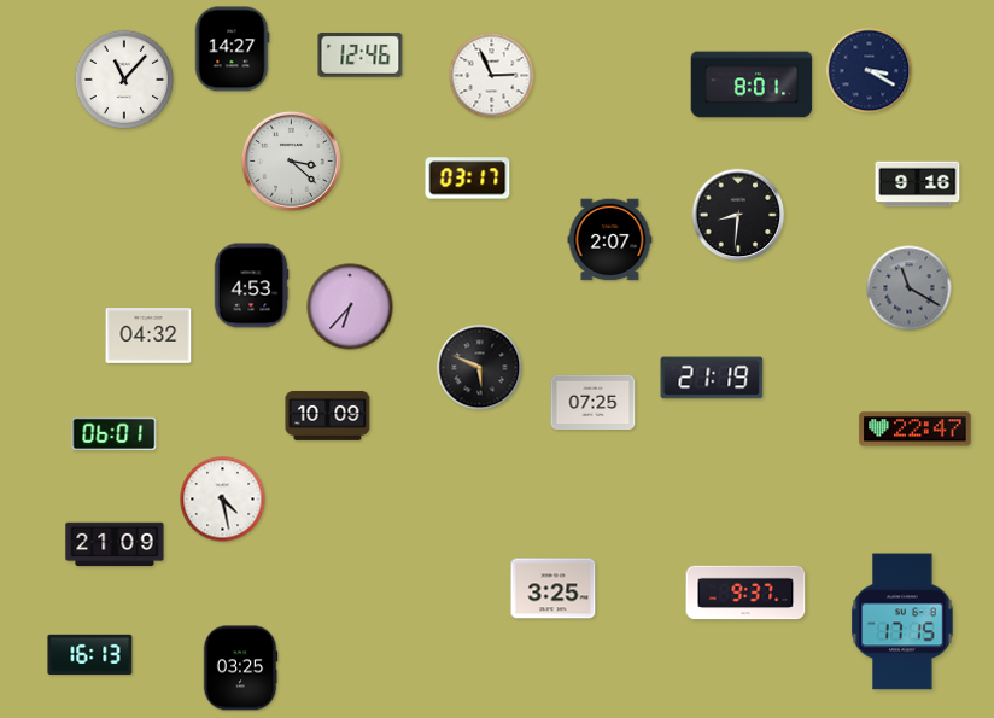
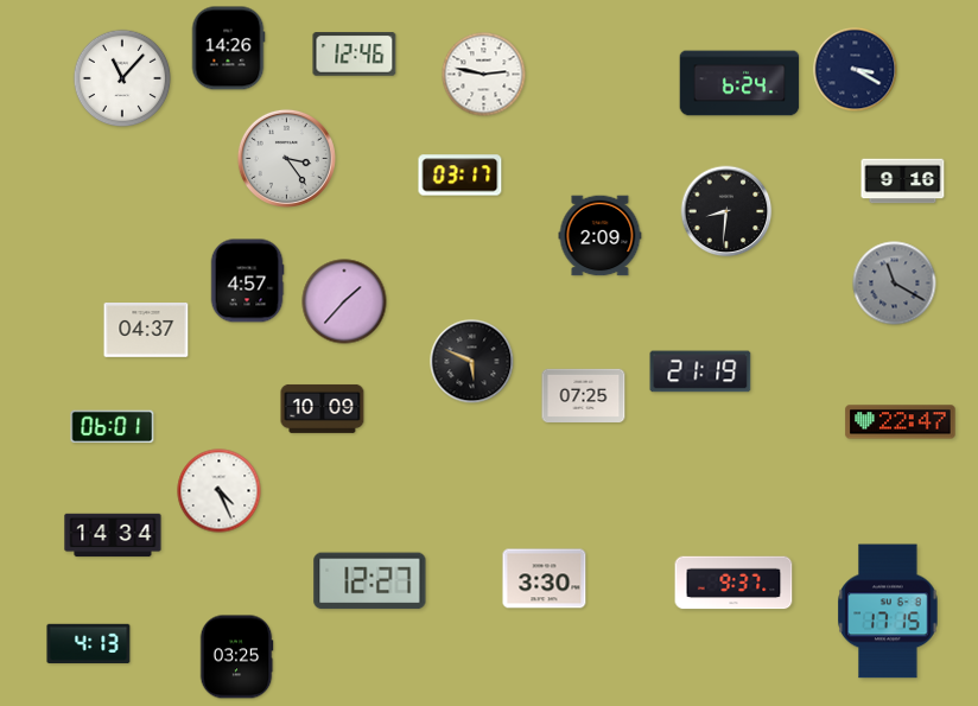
clock at (232, 49): 14:27 -> 14:26
clock at (492, 76): 2:56 -> 2:47
clock at (752, 84): 8:01 -> 6:24
clock at (291, 160): 3:22 -> 3:24
clock at (610, 240): 2:07 -> 2:09
clock at (251, 286): 4:53 -> 4:57
clock at (350, 307): 6:37 -> 1:37
clock at (148, 337): 04:32 -> 04:37
clock at (223, 500): 4:28 -> 4:26
clock at (115, 544): 21:09 -> 14:34
clock at (554, 589): 3:25 -> 3:30
clock at (370, 581): none -> 12:27
clock at (90, 654): 16:13 -> 4:13
